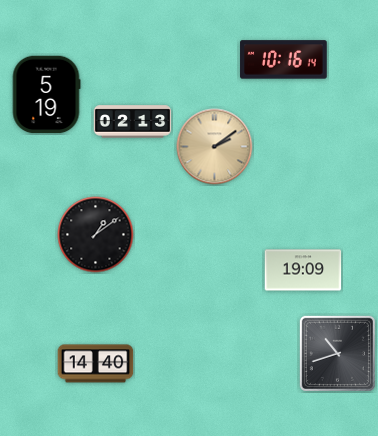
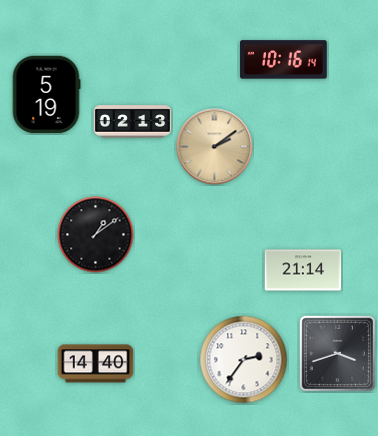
clock at (303, 270): 19:09 -> 21:14
clock at (337, 353): 10:42 -> 3:42
clock at (244, 360): none -> 2:36
